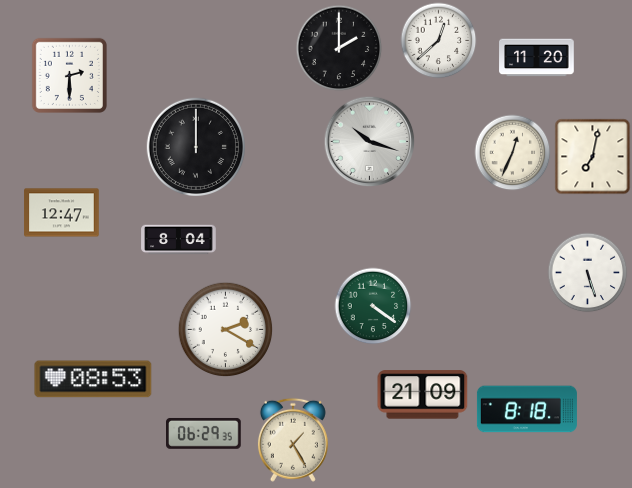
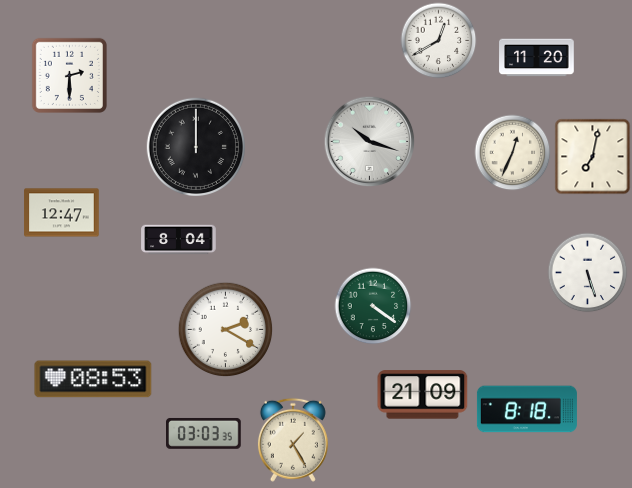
clock at (439, 41): 12:38 -> 12:40
clock at (339, 48): 2:00 -> none
clock at (204, 433): 06:29 -> 03:03
